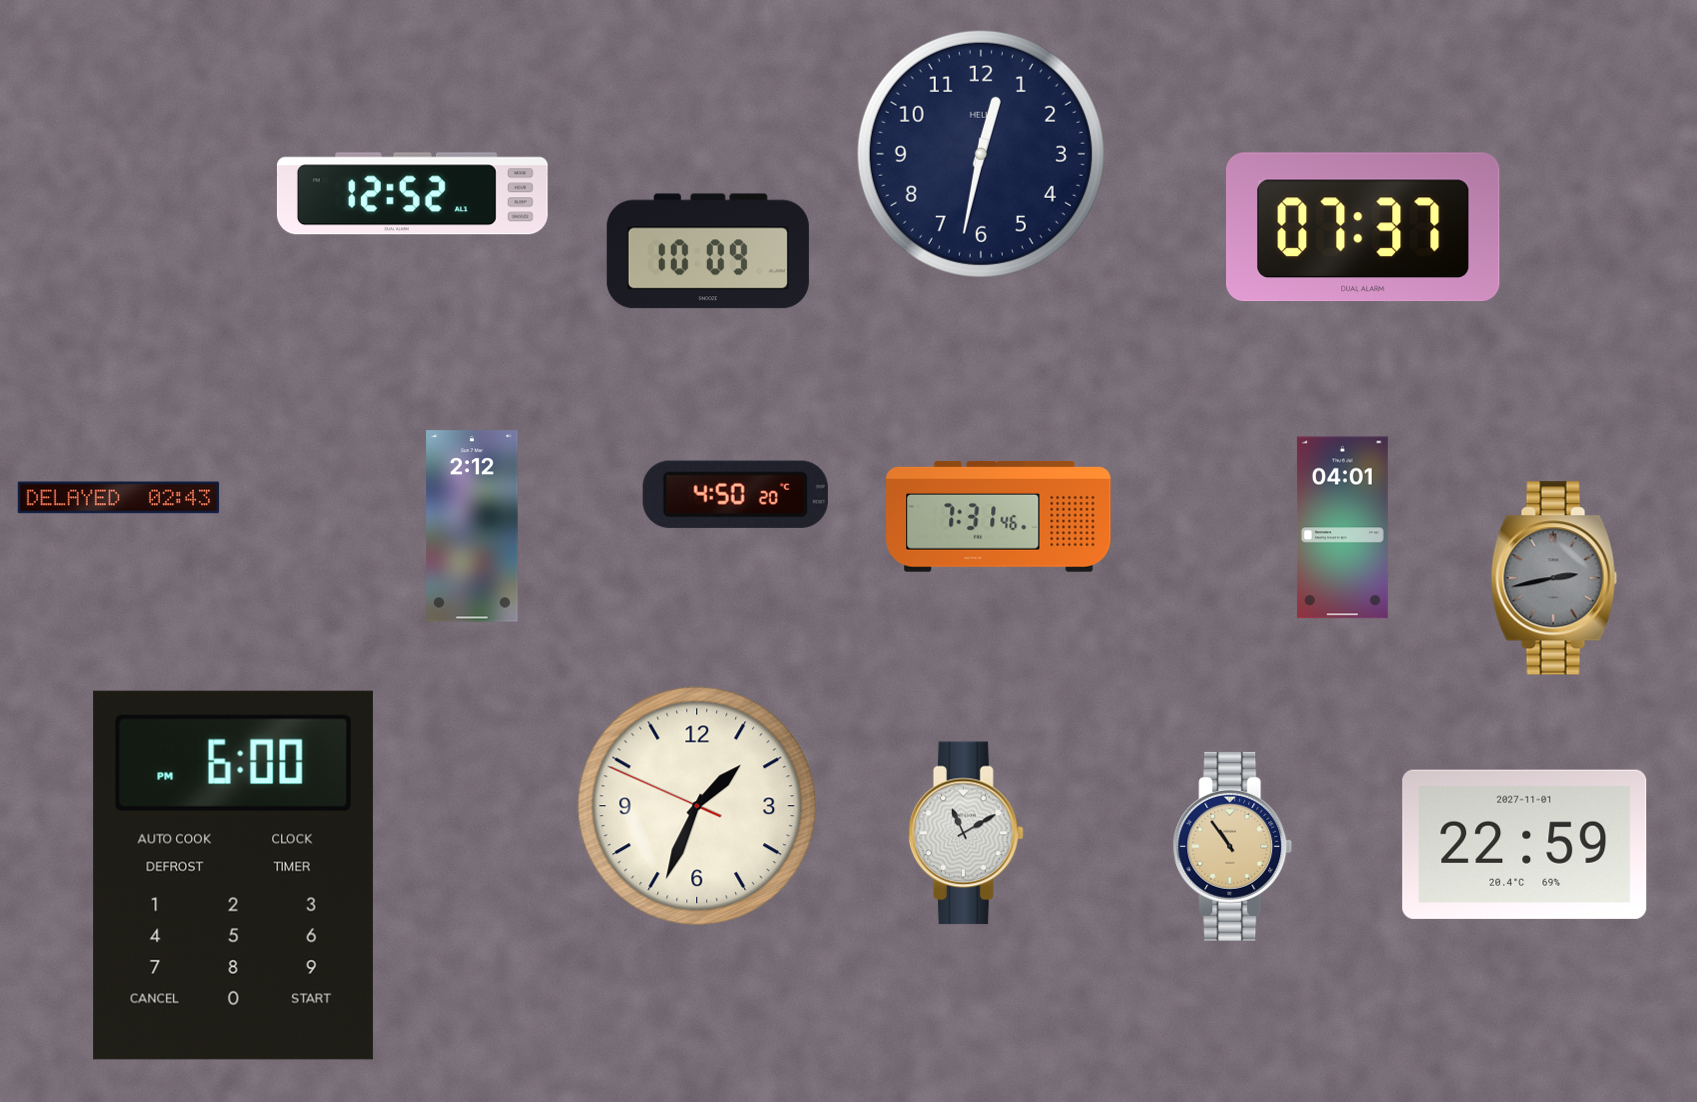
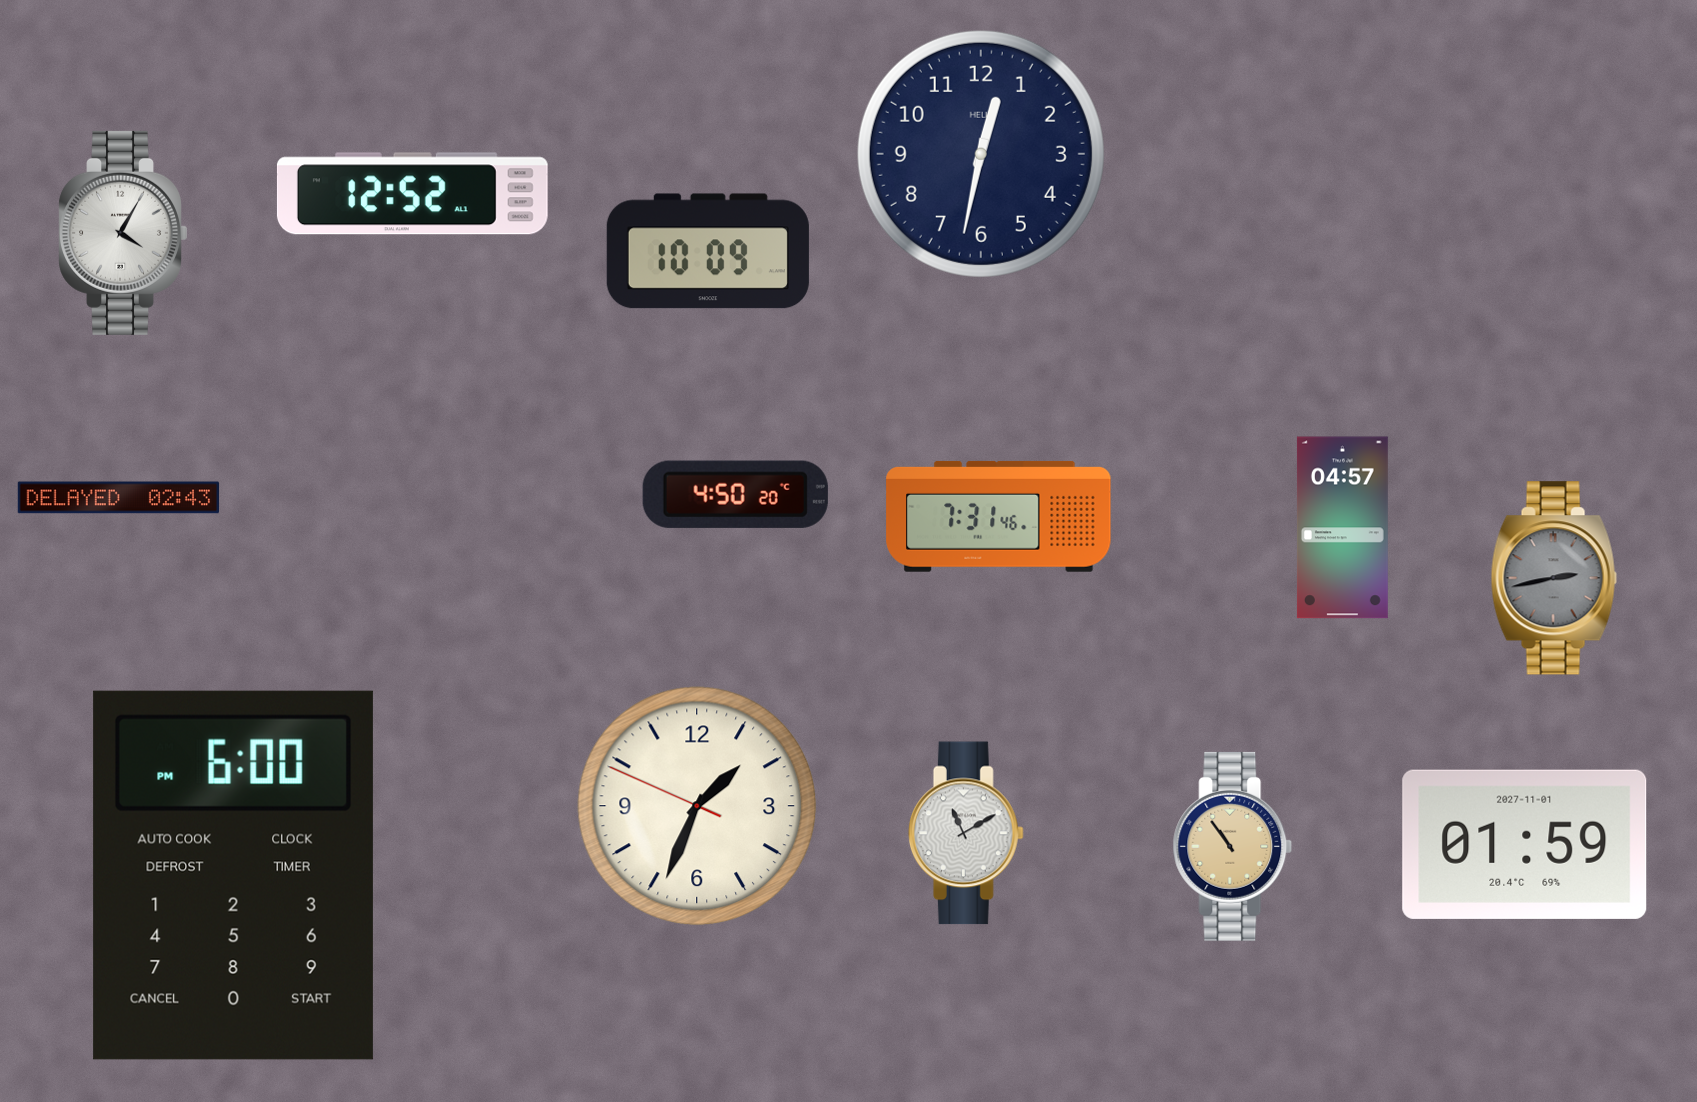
clock at (1364, 227): 07:37 -> none
clock at (122, 233): none -> 4:05
clock at (472, 526): 2:12 -> none
clock at (1342, 528): 04:01 -> 04:57
clock at (1525, 844): 22:59 -> 01:59
